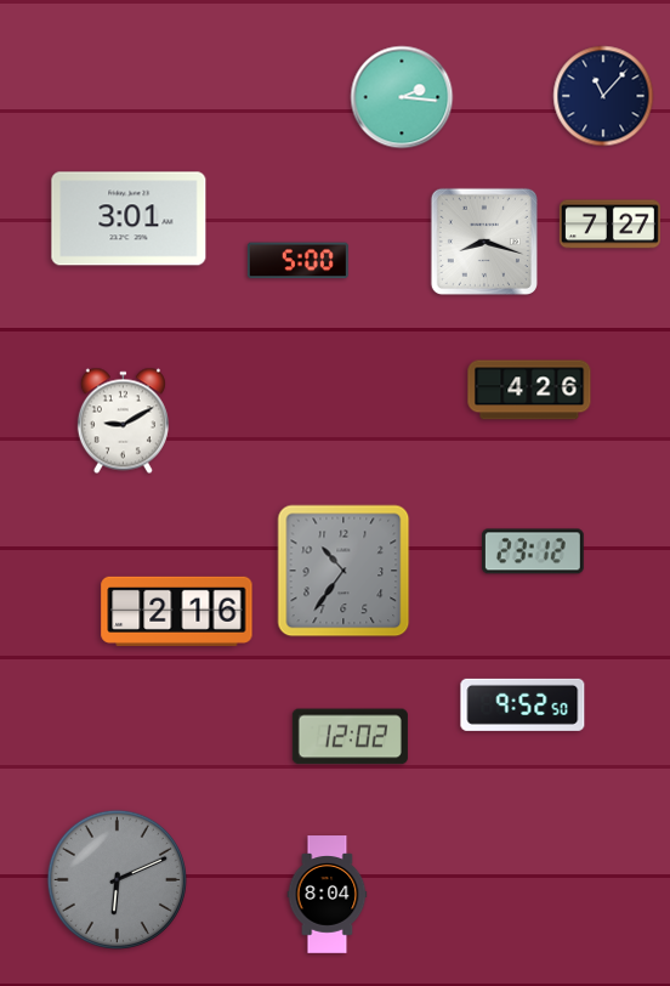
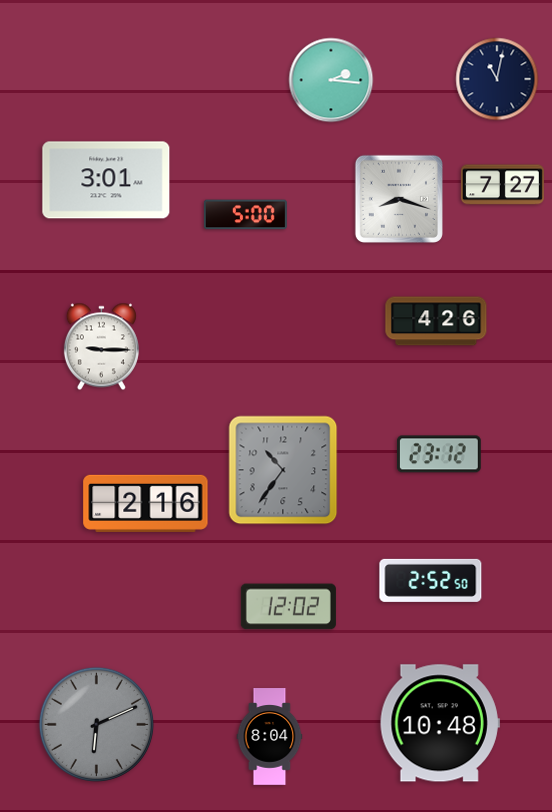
clock at (603, 96): 11:07 -> 11:02
clock at (123, 421): 9:10 -> 9:15
clock at (523, 704): 9:52 -> 2:52
clock at (440, 723): none -> 10:48
